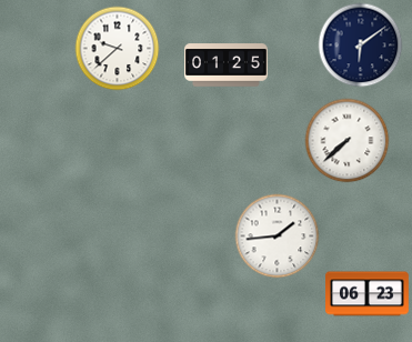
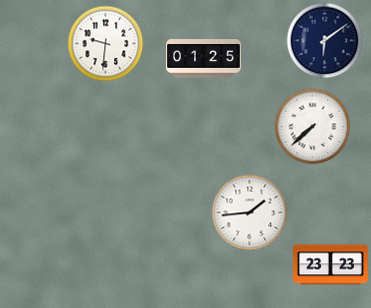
clock at (118, 49): 9:38 -> 9:31
clock at (368, 294): 06:23 -> 23:23
